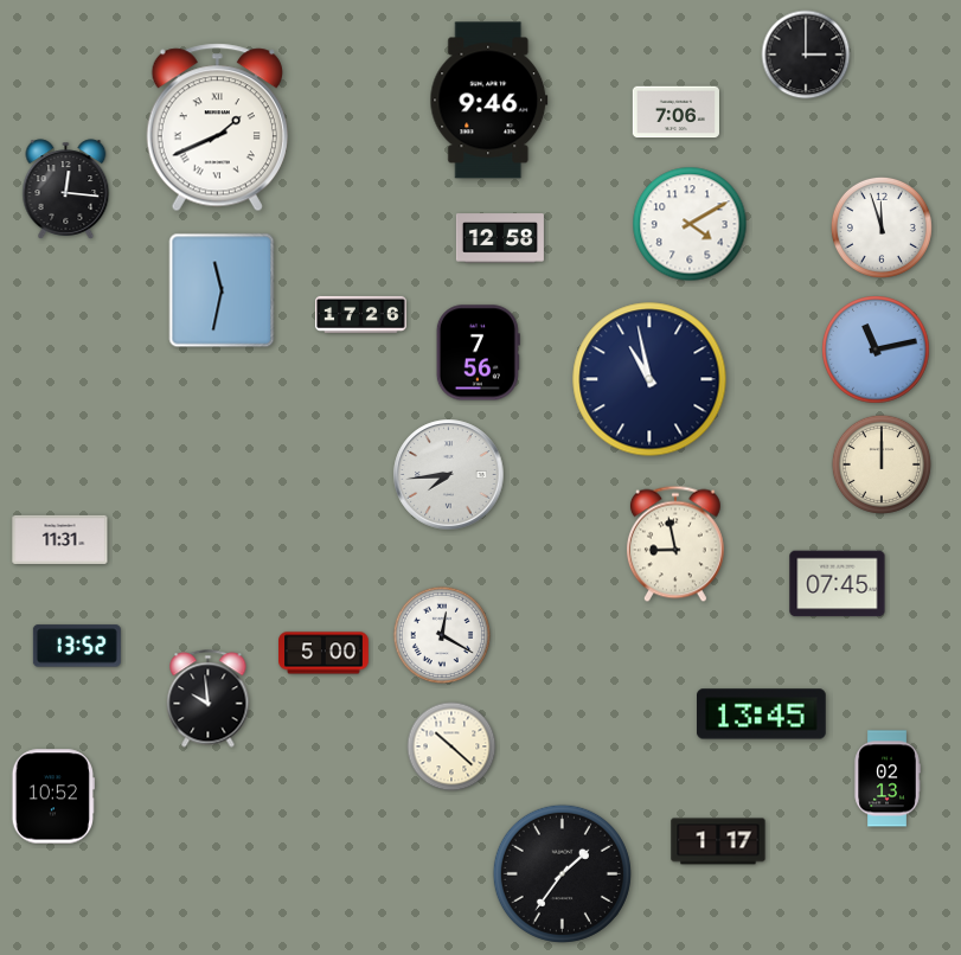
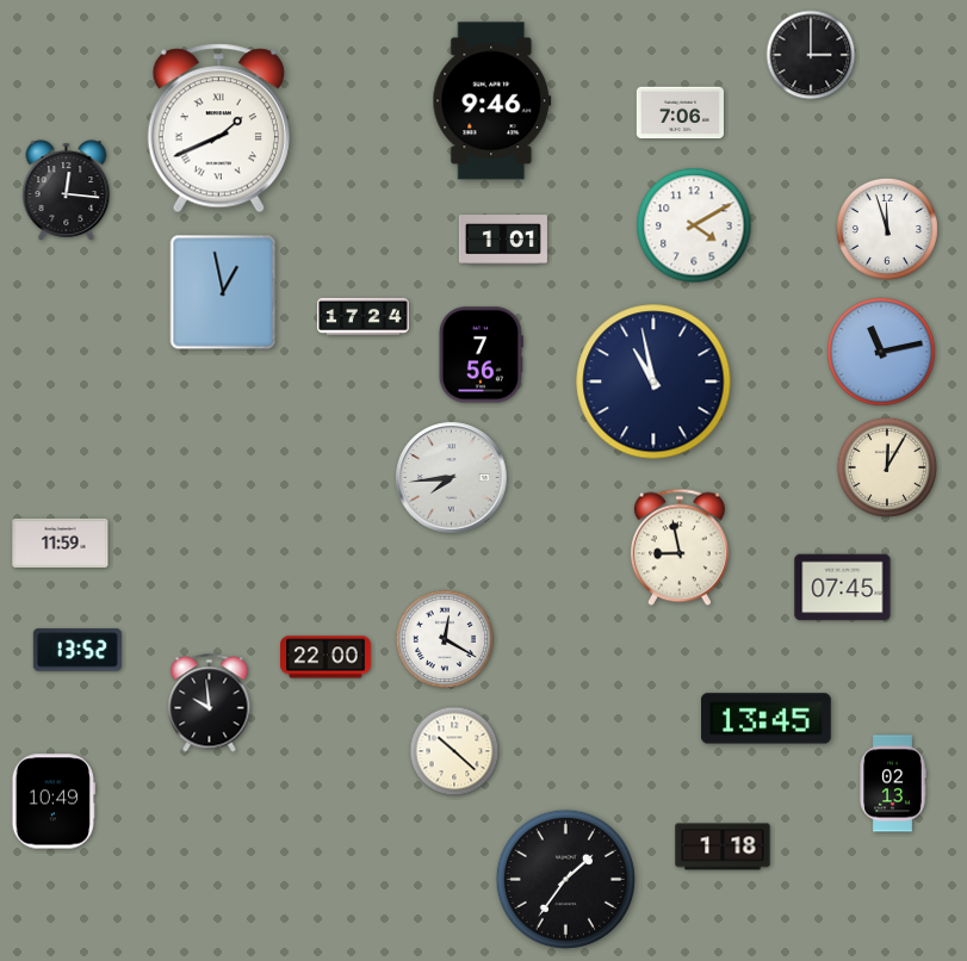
clock at (500, 238): 12:58 -> 1:01
clock at (222, 290): 11:32 -> 12:58
clock at (361, 314): 17:26 -> 17:24
clock at (882, 464): 12:00 -> 12:05
clock at (60, 539): 11:31 -> 11:59
clock at (323, 653): 5:00 -> 22:00
clock at (53, 796): 10:52 -> 10:49
clock at (718, 841): 1:17 -> 1:18
